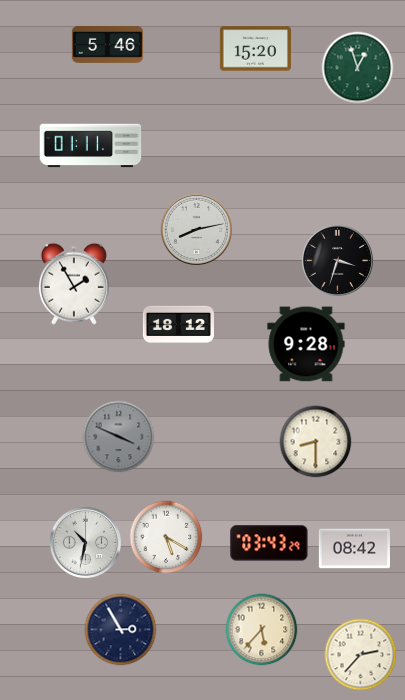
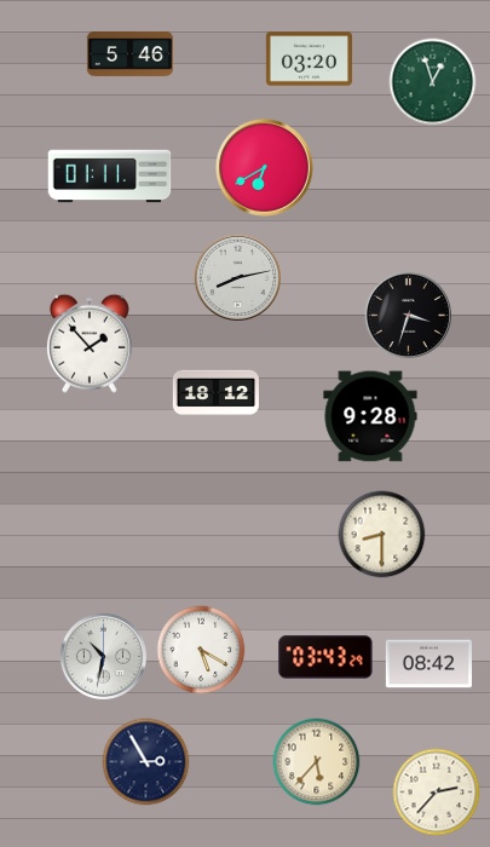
clock at (255, 49): 15:20 -> 03:20
clock at (265, 168): none -> 6:40
clock at (74, 284): 1:55 -> 1:53
clock at (119, 437): 3:49 -> none
